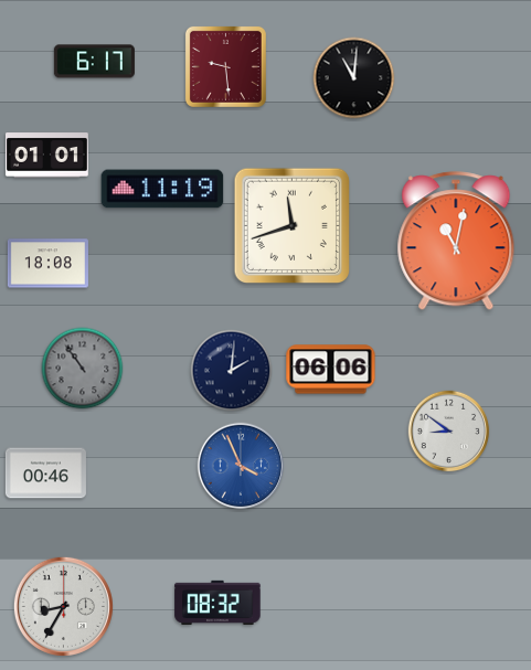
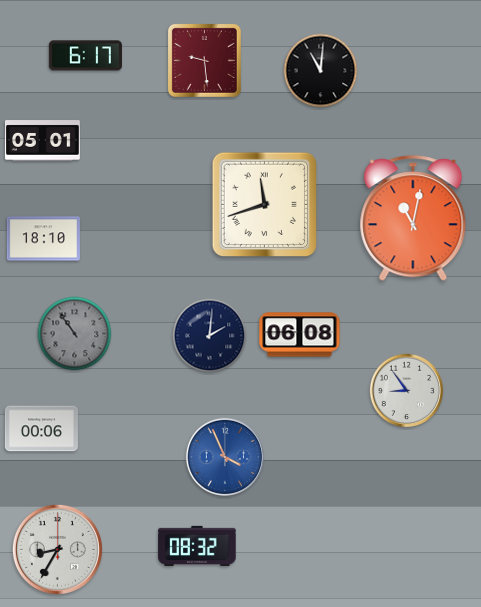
clock at (46, 156): 01:01 -> 05:01
clock at (162, 189): 11:19 -> none
clock at (47, 264): 18:08 -> 18:10
clock at (331, 370): 06:06 -> 06:08
clock at (449, 432): 8:51 -> 8:54
clock at (240, 465) position: (240, 465) -> (224, 456)
clock at (45, 474): 00:46 -> 00:06
